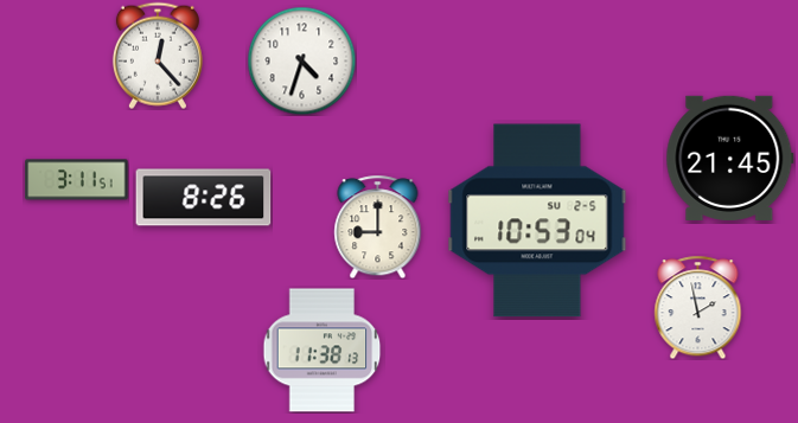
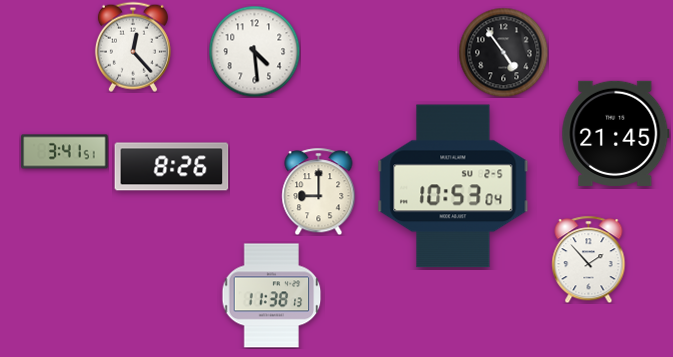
clock at (301, 60): 4:33 -> 4:29
clock at (503, 52): none -> 4:54
clock at (77, 180): 3:11 -> 3:41
clock at (698, 307): 1:58 -> 1:53
